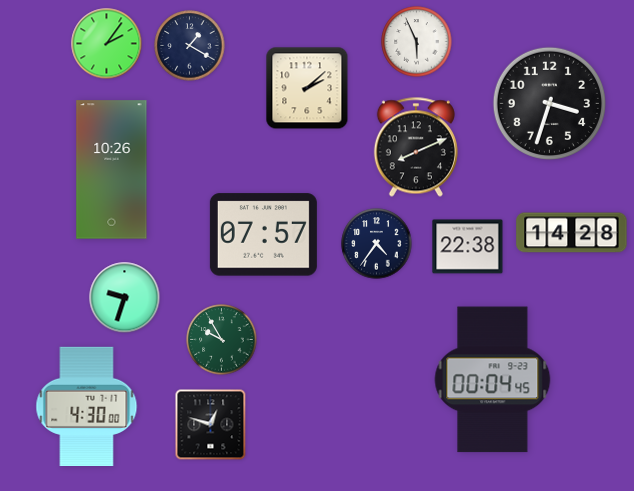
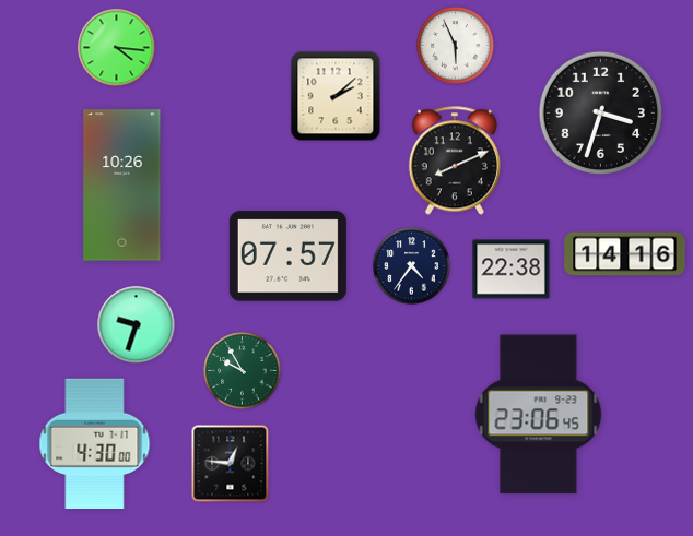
clock at (107, 44): 2:06 -> 4:16
clock at (190, 46): 1:20 -> none
clock at (572, 233): 14:28 -> 14:16
clock at (493, 380): 00:04 -> 23:06
clock at (211, 425): 12:48 -> 12:46
